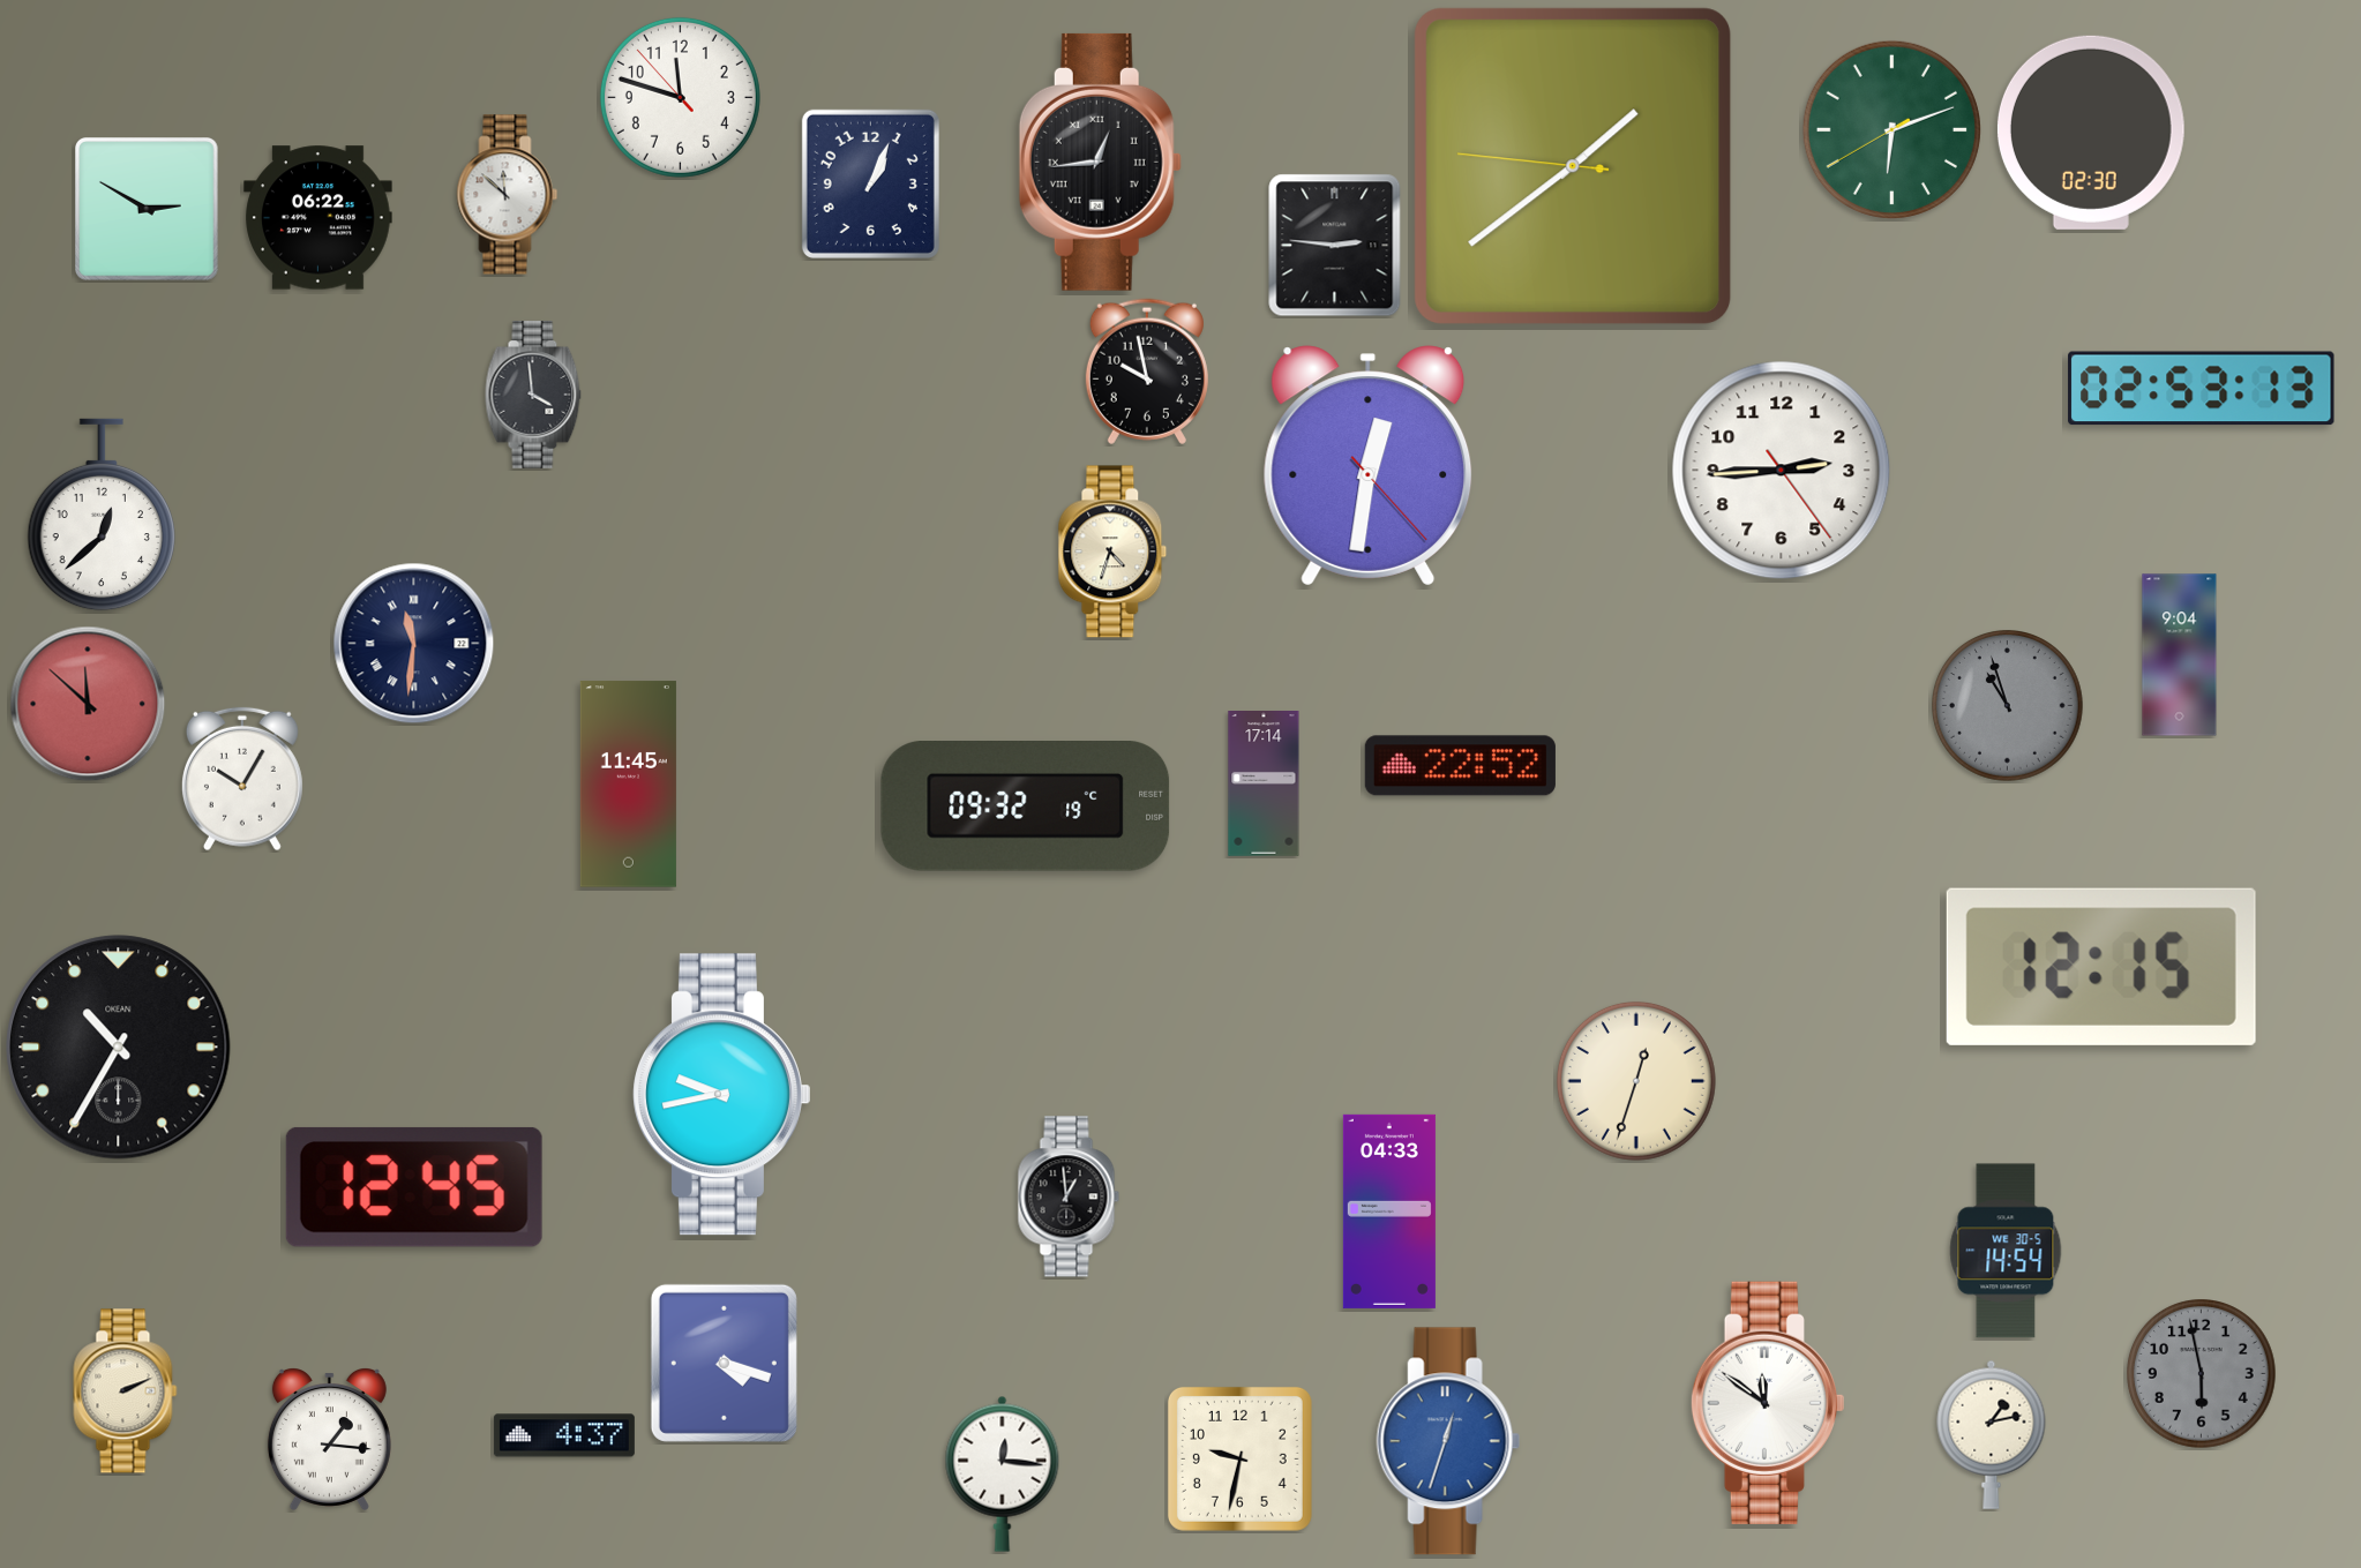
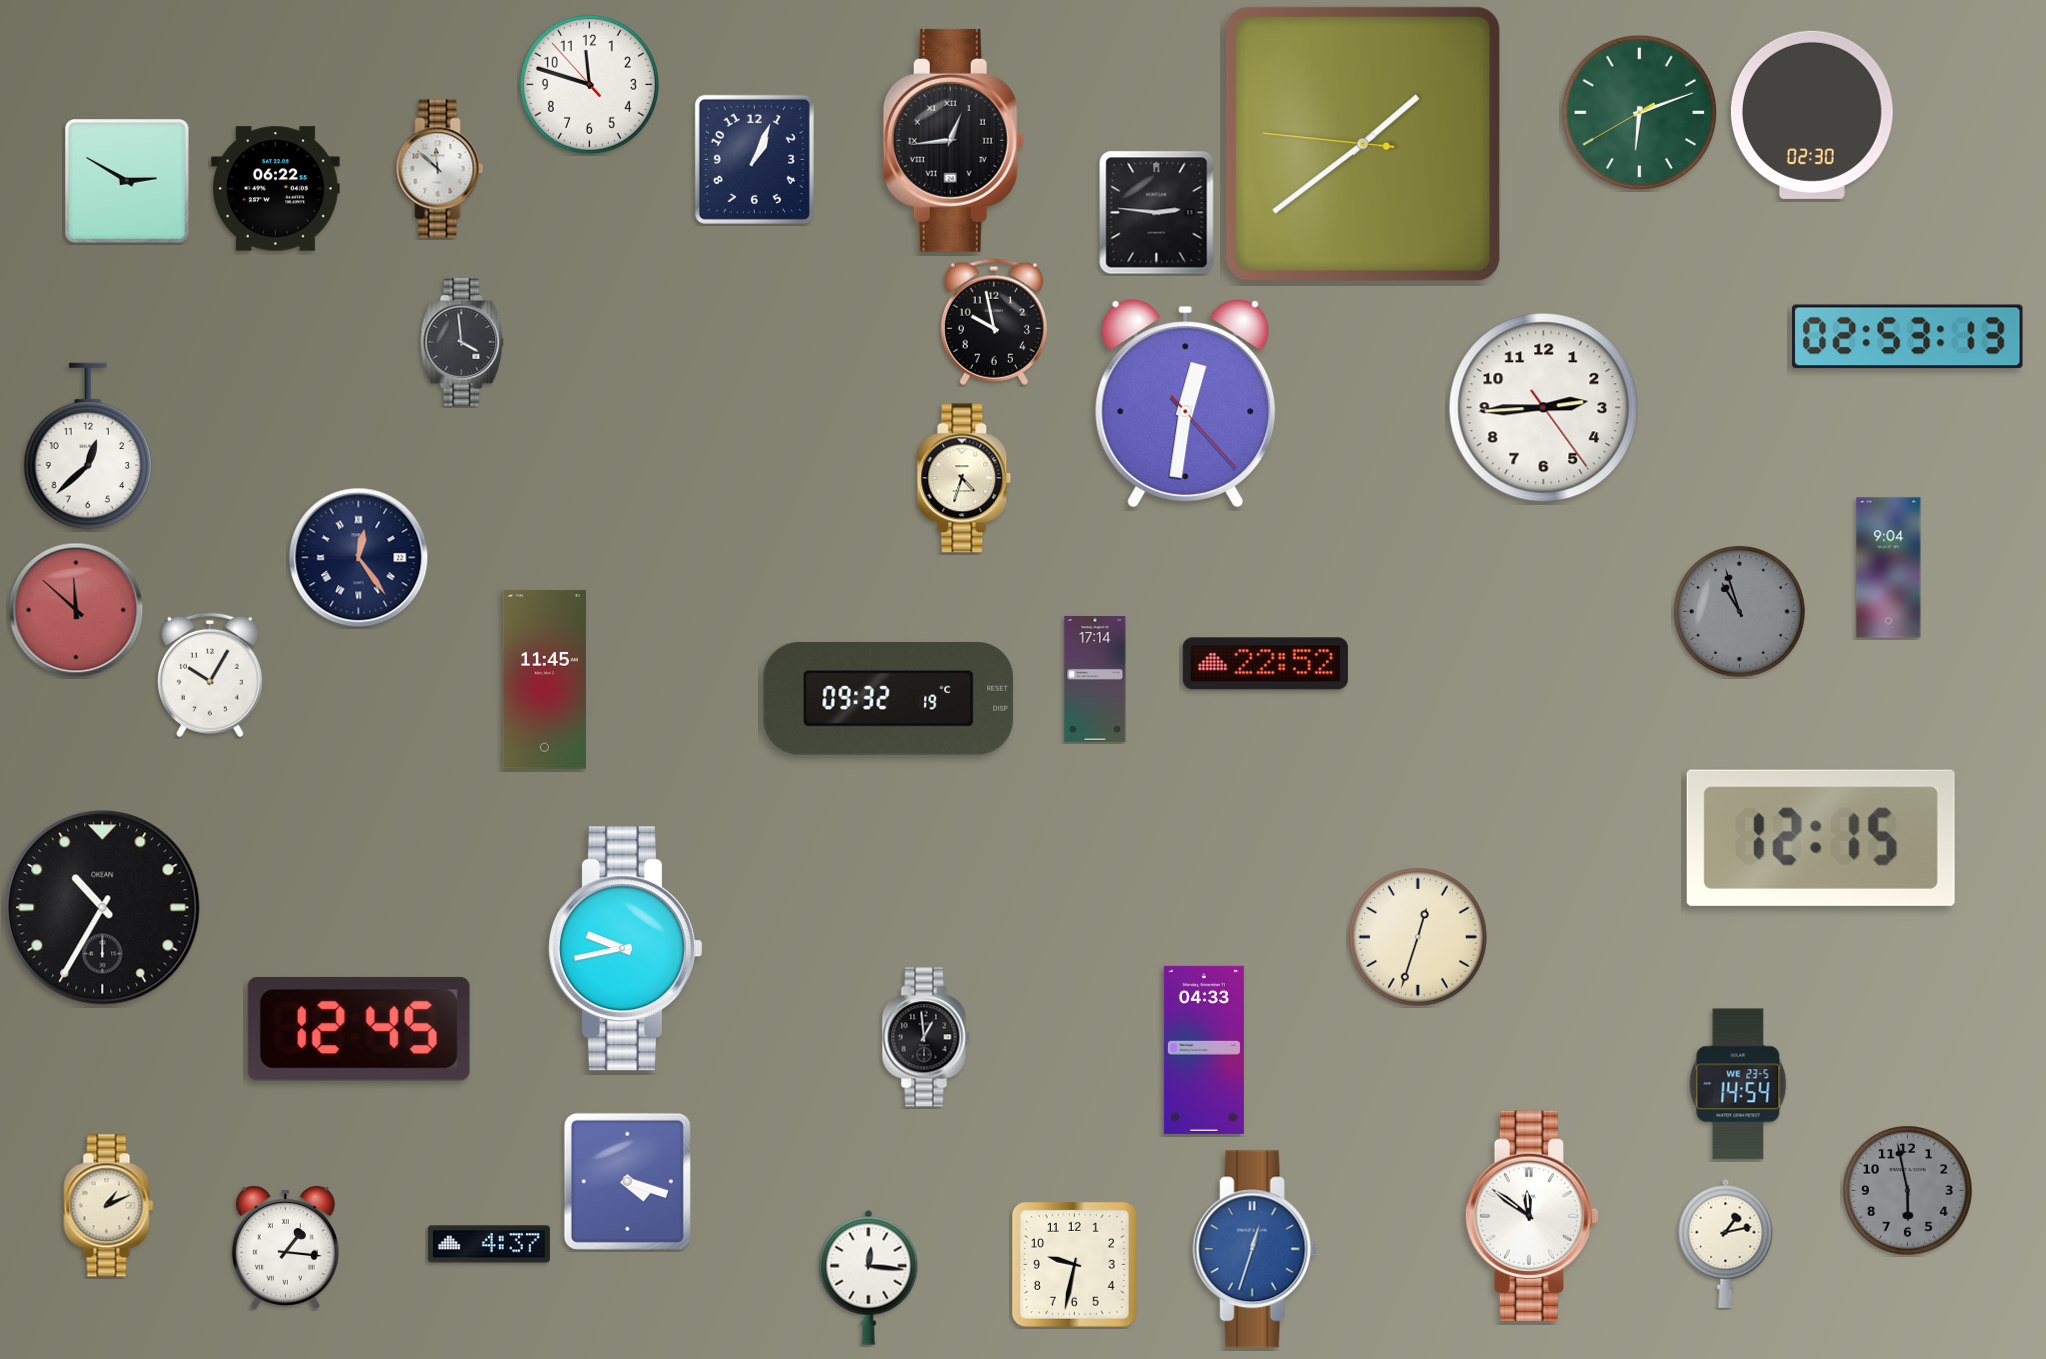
clock at (414, 644): 11:31 -> 12:24
clock at (2006, 1251) date: WE 30-5 -> WE 23-5
clock at (126, 1391): 2:11 -> 1:11
